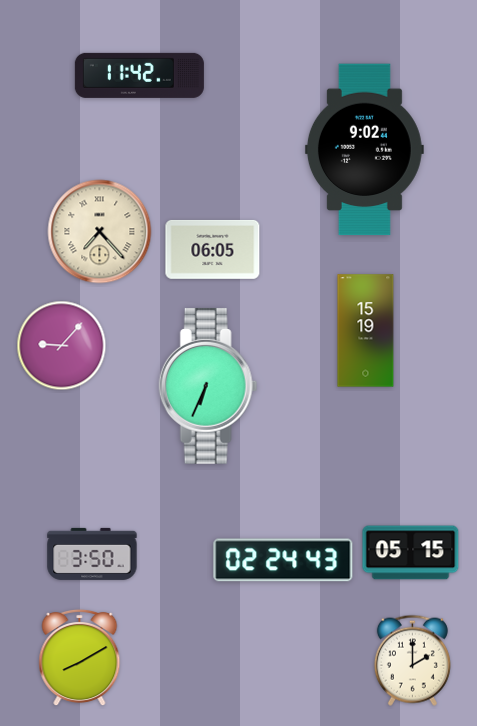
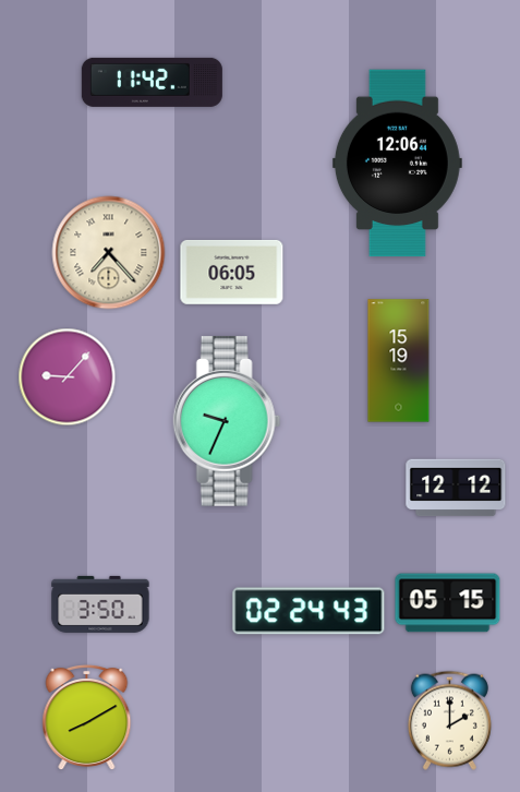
clock at (364, 150): 9:02 -> 12:06
clock at (208, 386): 6:34 -> 9:34
clock at (456, 488): none -> 12:12
